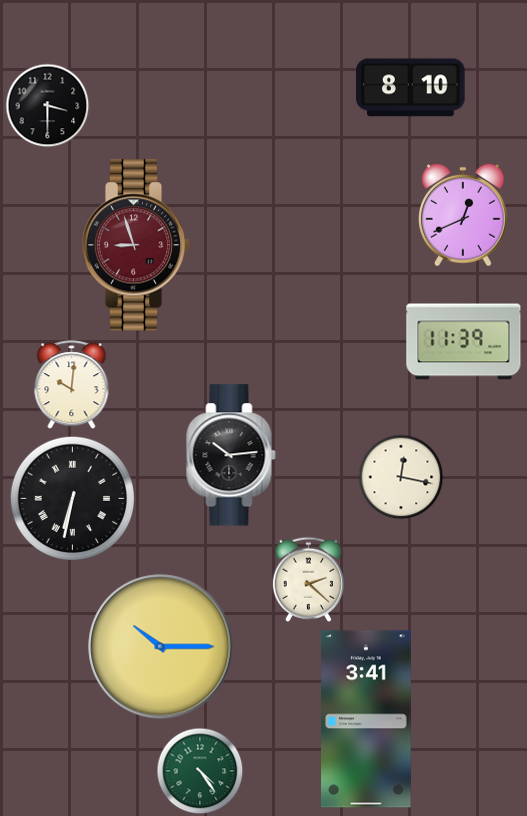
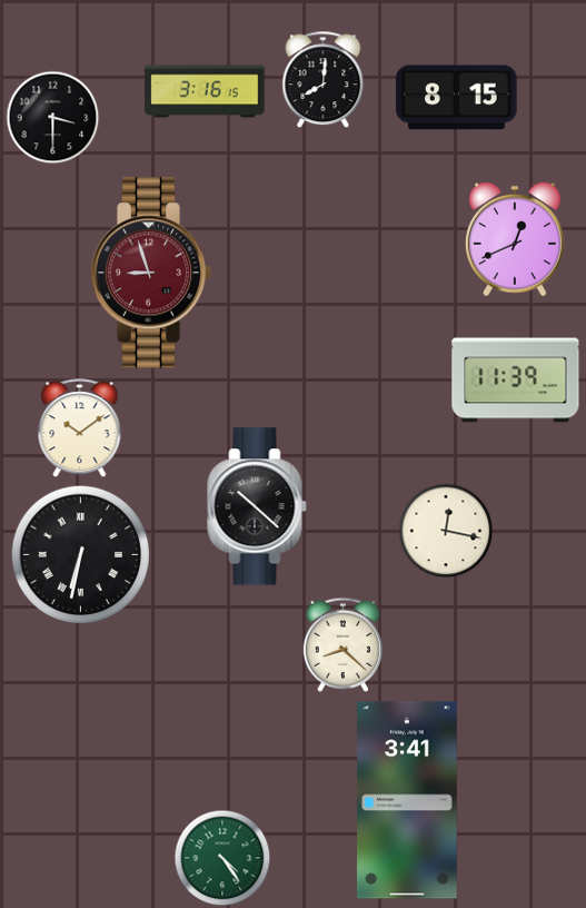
clock at (324, 80): none -> 8:01
clock at (205, 91): none -> 3:16
clock at (411, 88): 8:10 -> 8:15
clock at (72, 385): 10:01 -> 10:09
clock at (231, 455): 10:14 -> 10:22
clock at (308, 579): 2:22 -> 8:22
clock at (161, 647): 10:15 -> none
